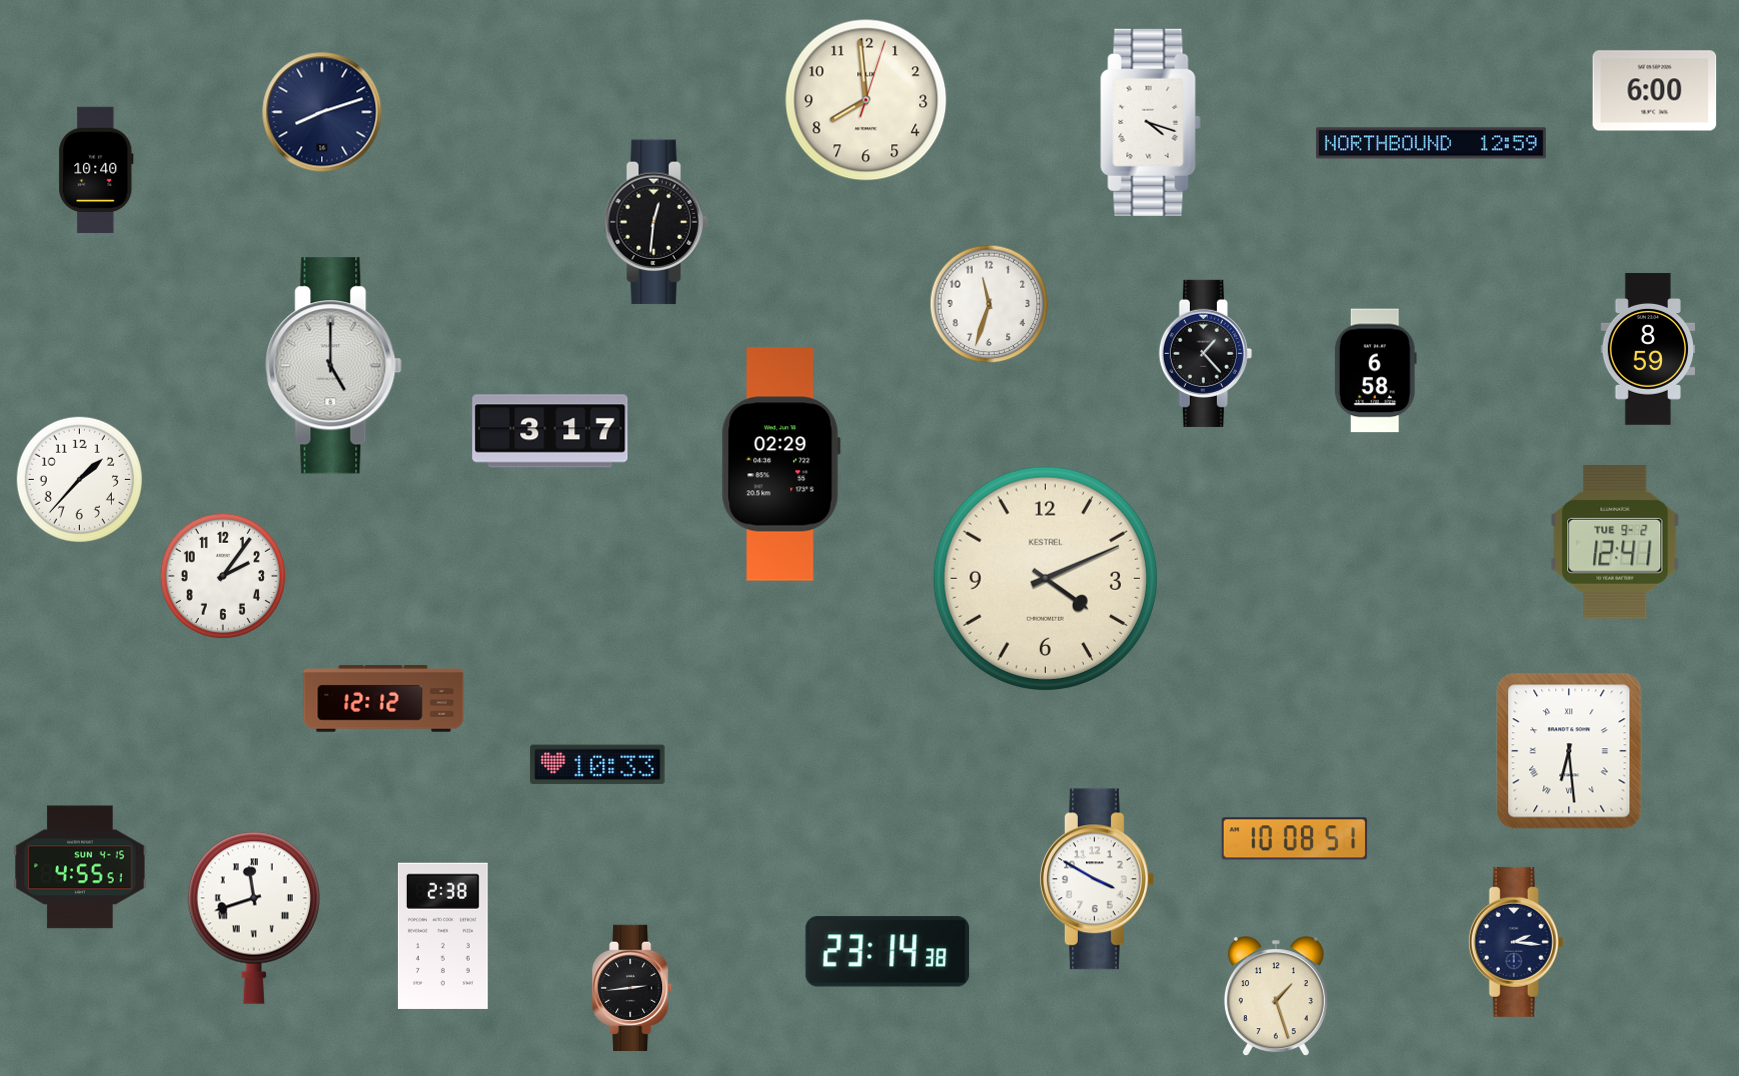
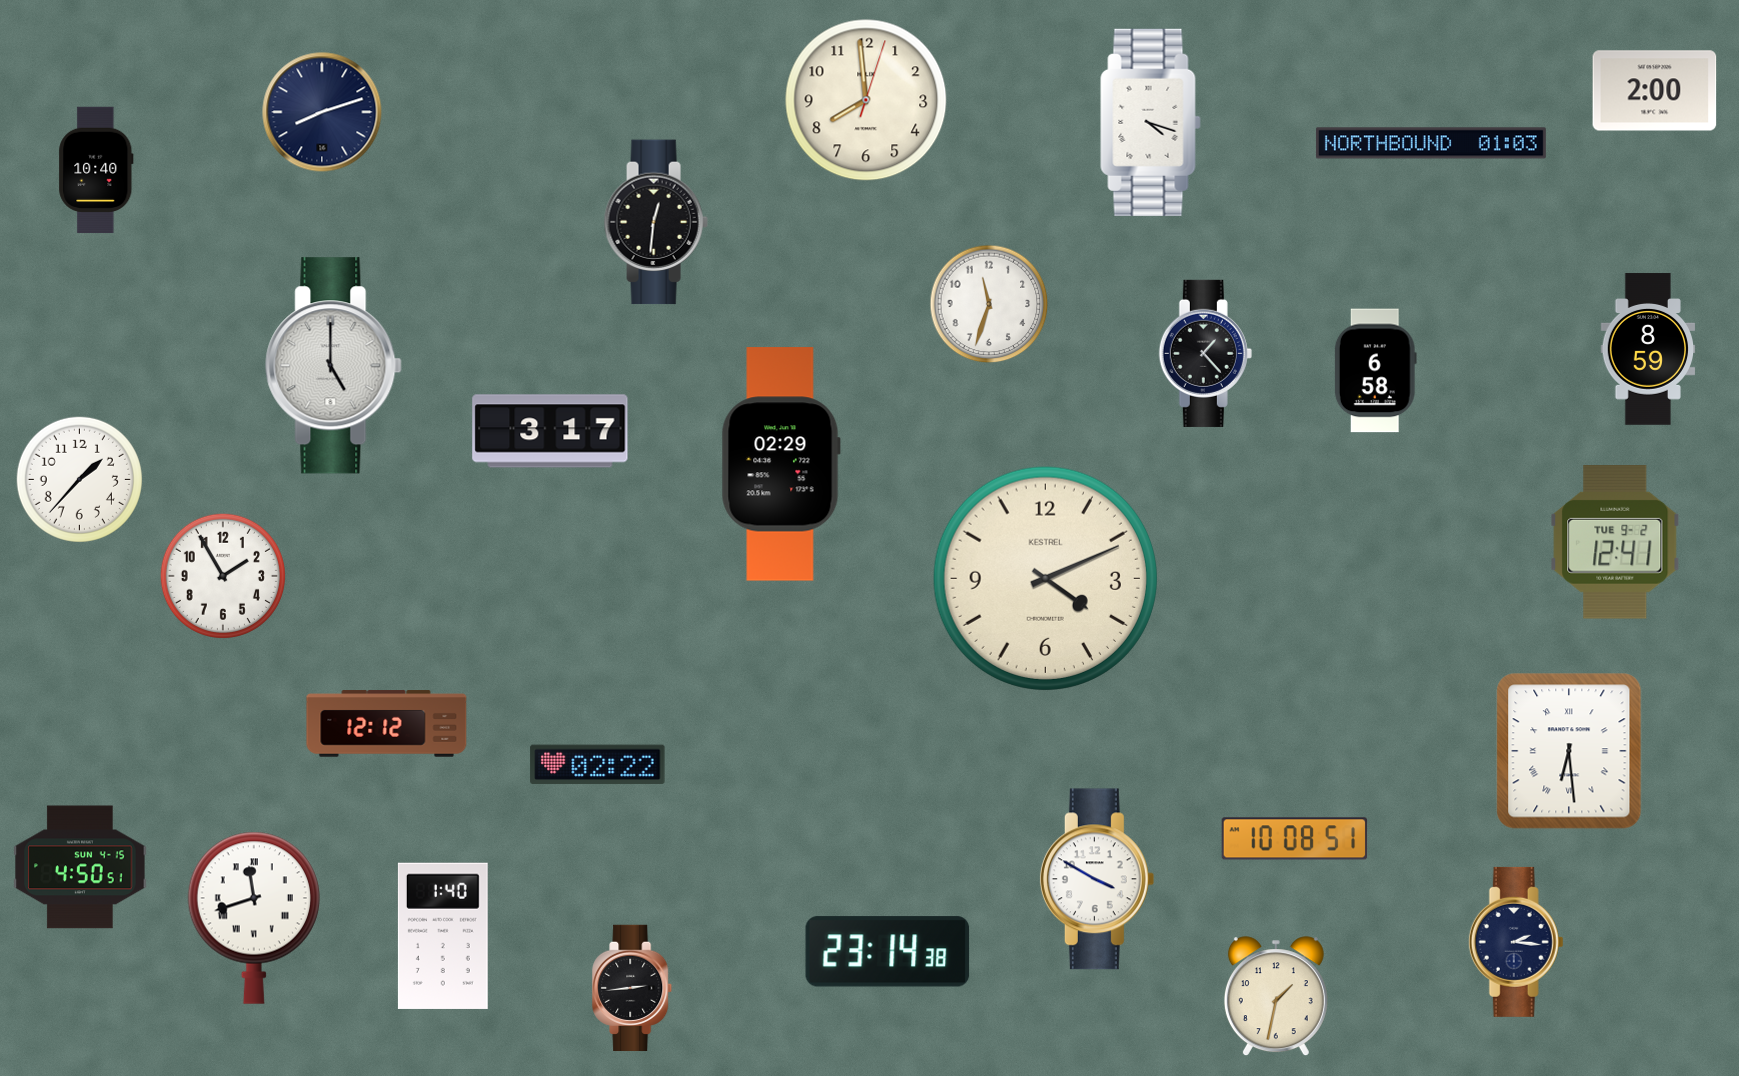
clock at (1655, 91): 6:00 -> 2:00
clock at (1431, 143): 12:59 -> 01:03
clock at (223, 576): 2:06 -> 1:55
clock at (384, 699) position: (384, 699) -> (387, 724)
clock at (598, 765): 10:33 -> 02:22
clock at (80, 867): 4:55 -> 4:50
clock at (443, 936): 2:38 -> 1:40
clock at (1276, 997): 1:27 -> 1:32
